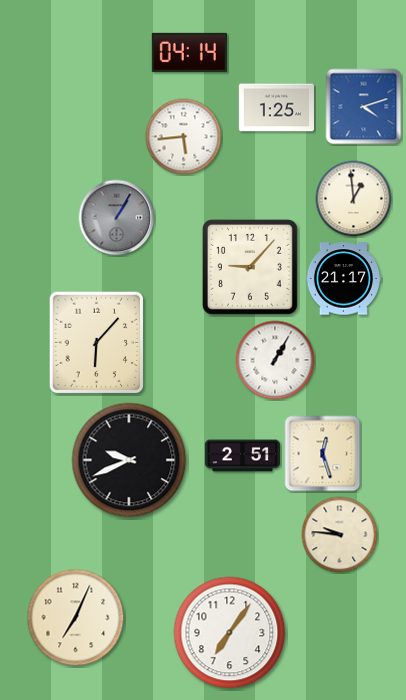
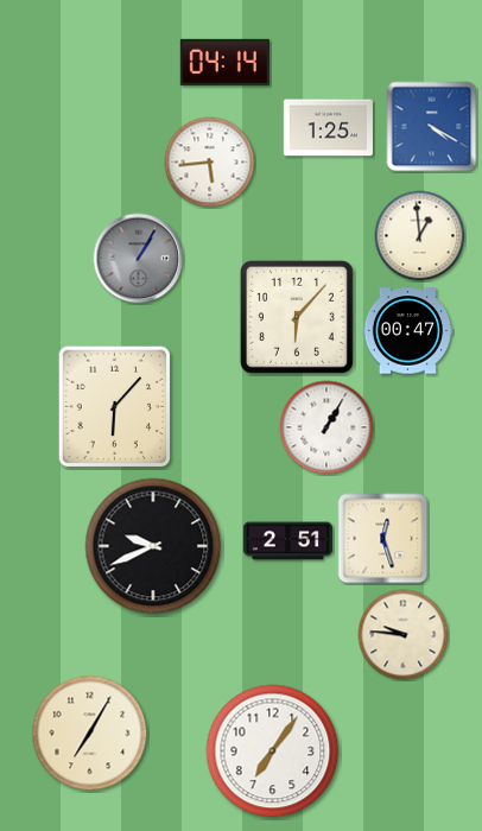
clock at (364, 107): 4:12 -> 4:20
clock at (184, 137) position: (184, 137) -> (210, 163)
clock at (250, 267): 9:07 -> 6:07
clock at (343, 279): 21:17 -> 00:47
clock at (76, 618): 7:04 -> 7:05
